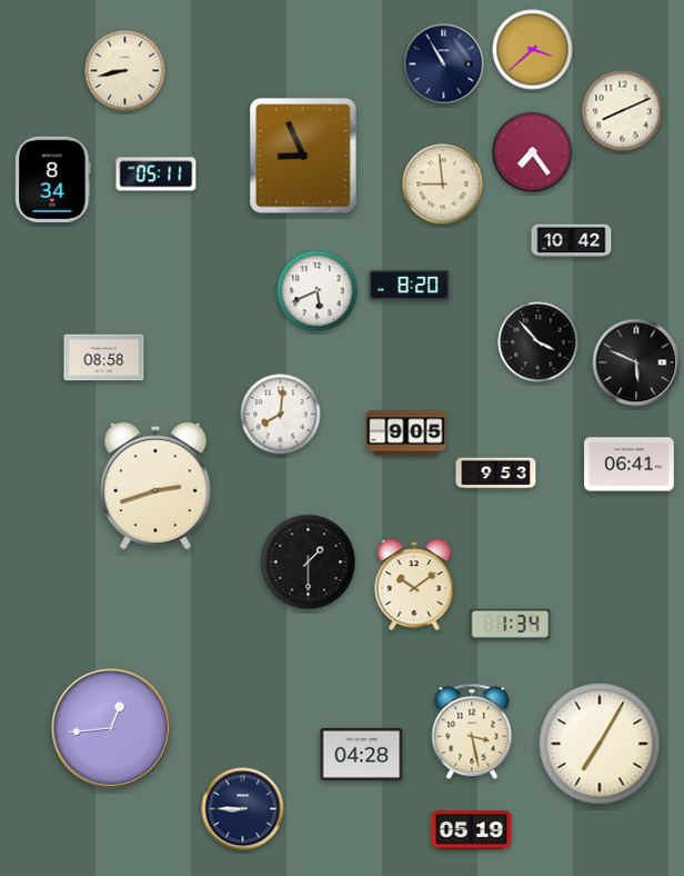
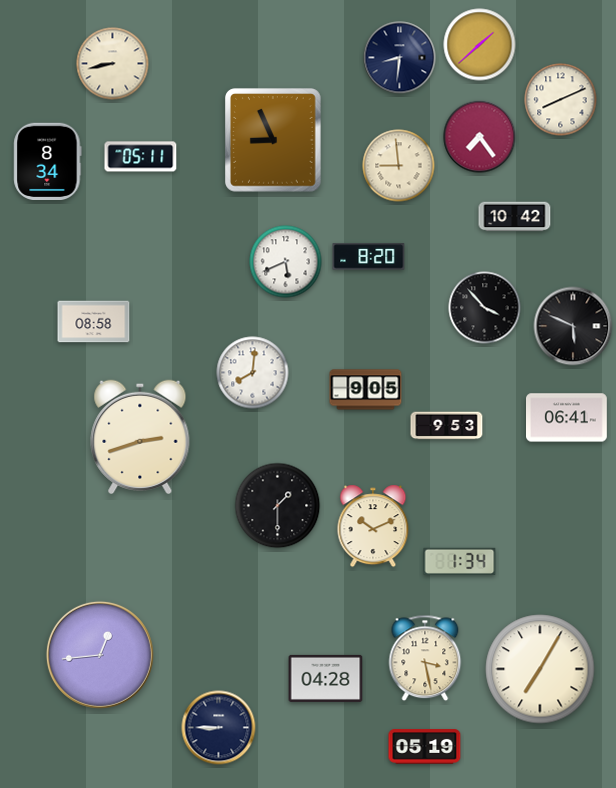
clock at (533, 50): 3:38 -> 1:38
clock at (444, 64): 10:55 -> 8:31
clock at (414, 585): 10:09 -> 10:11
